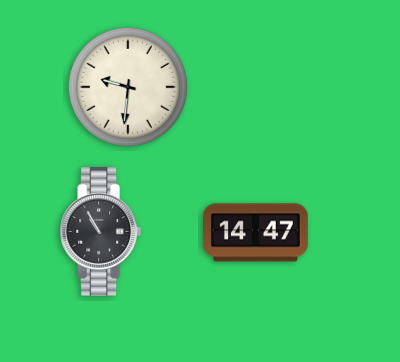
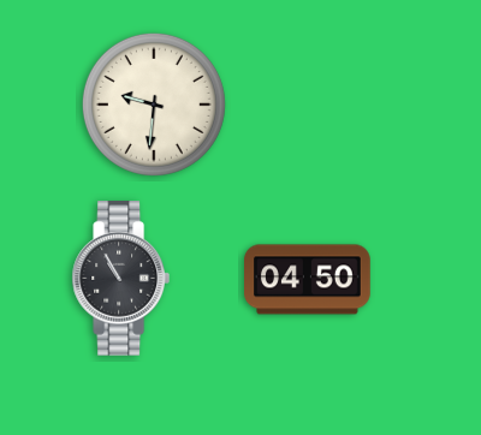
clock at (256, 233): 14:47 -> 04:50
